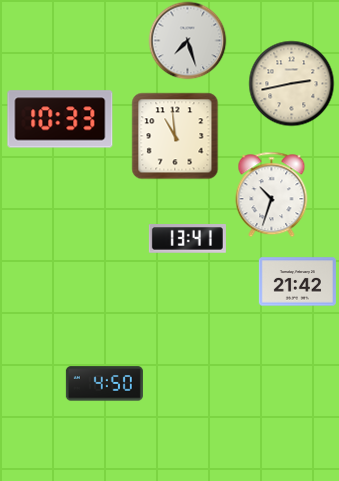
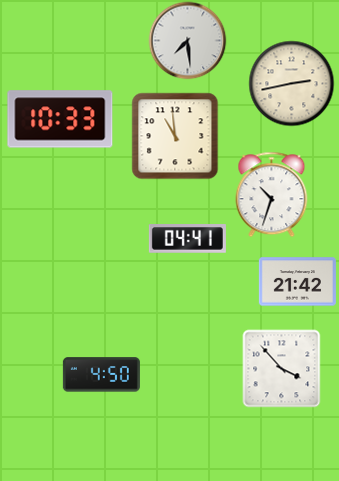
clock at (187, 40): 7:27 -> 7:29
clock at (187, 239): 13:41 -> 04:41
clock at (281, 368): none -> 3:53
clock at (104, 384) position: (104, 384) -> (101, 375)
